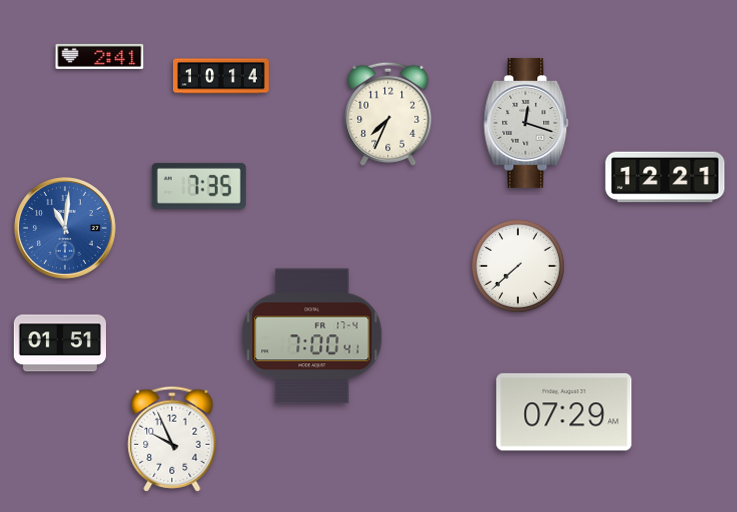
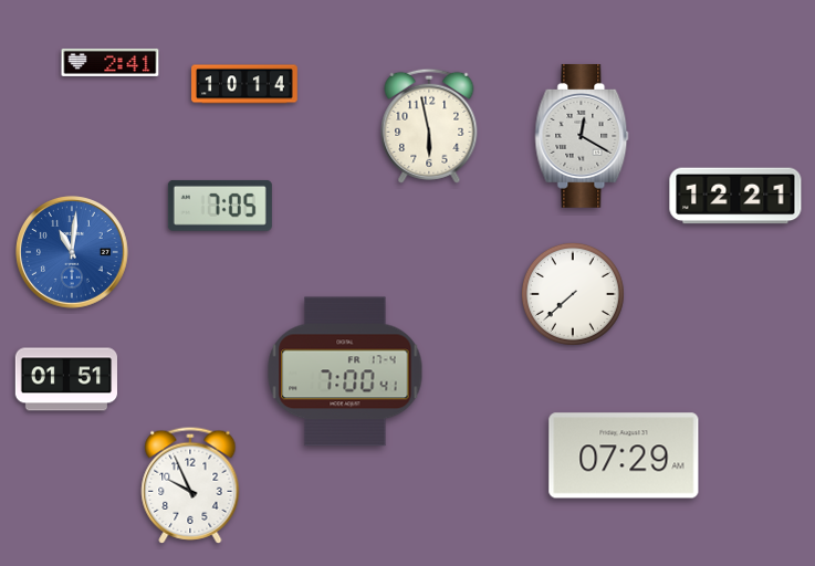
clock at (388, 114): 7:34 -> 5:58
clock at (526, 123): 12:18 -> 12:20
clock at (199, 186): 7:35 -> 7:05
